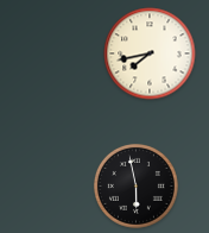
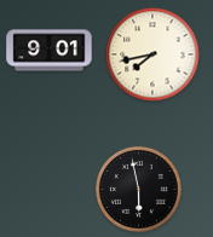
clock at (50, 51): none -> 9:01
